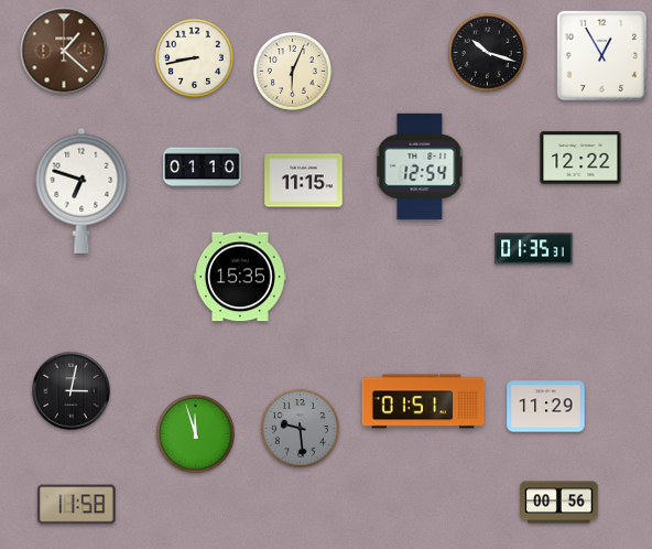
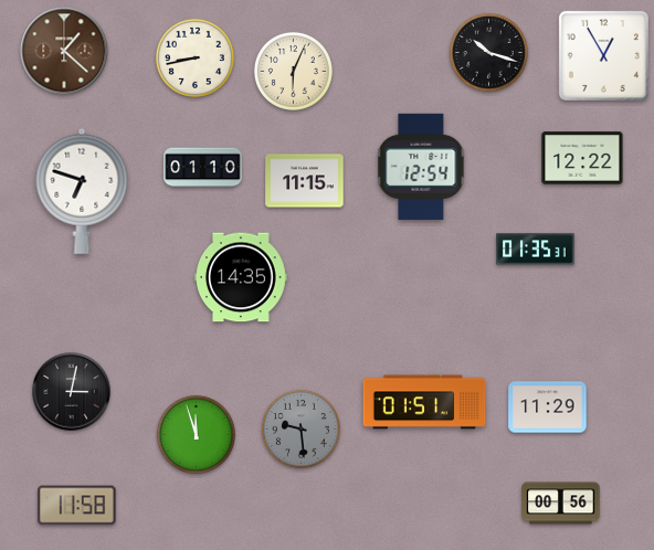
clock at (241, 277): 15:35 -> 14:35
